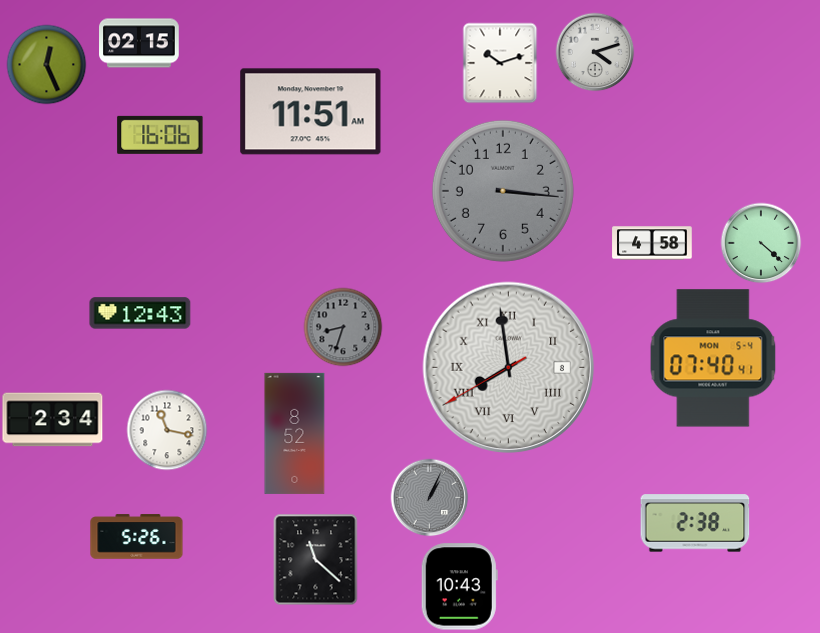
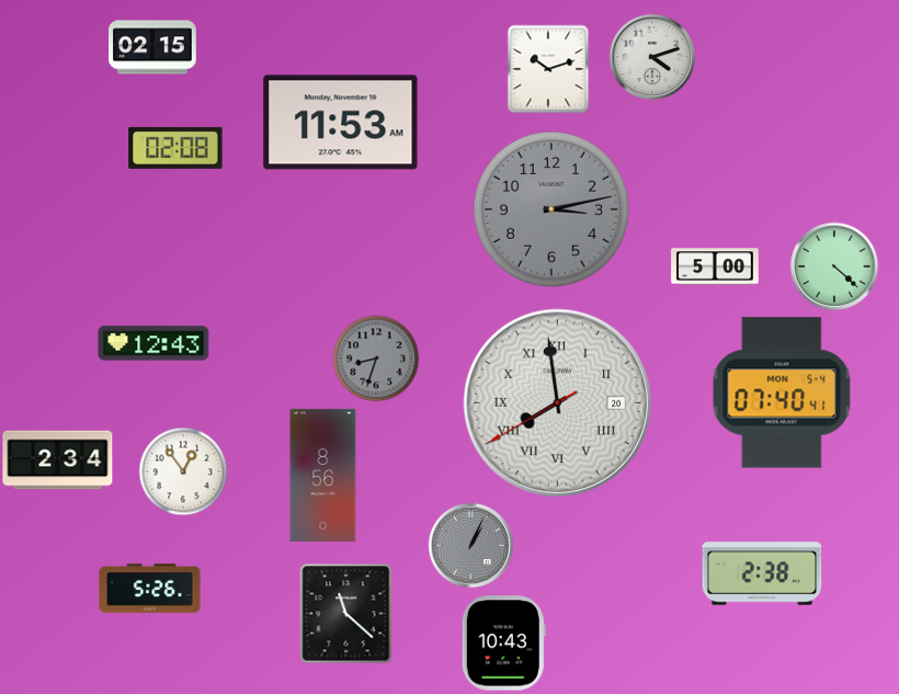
clock at (46, 64): 12:26 -> none
clock at (311, 112): 11:51 -> 11:53
clock at (160, 135): 16:06 -> 02:08
clock at (503, 191): 3:16 -> 3:13
clock at (652, 243): 4:58 -> 5:00
clock at (509, 368) date: 8 -> 20
clock at (167, 430): 11:17 -> 12:54
clock at (295, 433): 8:52 -> 8:56
